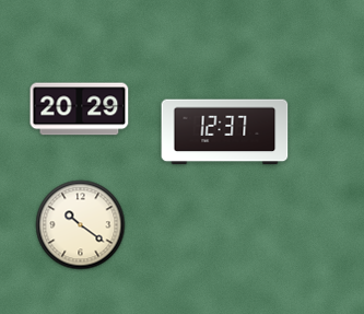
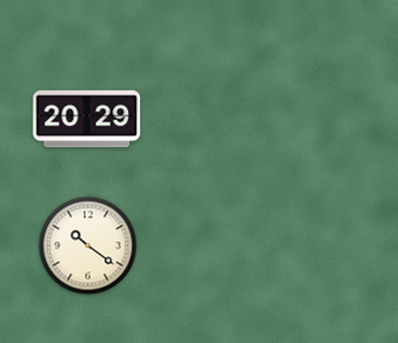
clock at (225, 132): 12:37 -> none
